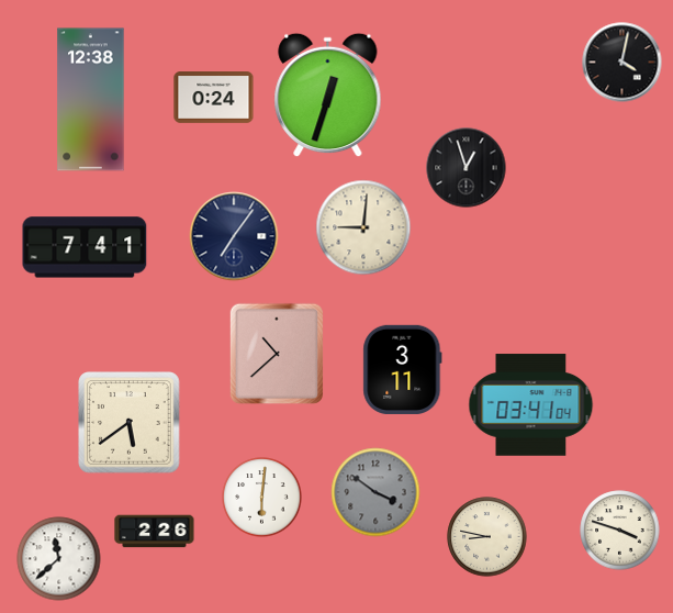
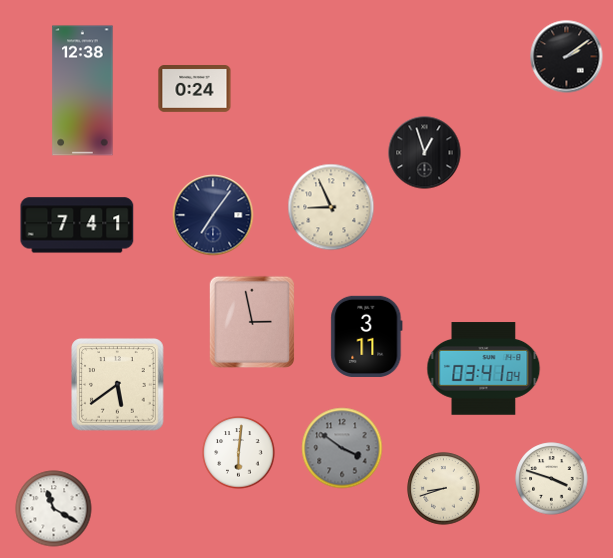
clock at (622, 63): 4:02 -> 2:09
clock at (328, 96): 12:33 -> none
clock at (363, 227): 9:01 -> 8:56
clock at (276, 354): 10:38 -> 2:58
clock at (620, 531) position: (620, 531) -> (552, 479)
clock at (155, 532): 2:26 -> none
clock at (487, 537): 8:47 -> 8:42
clock at (59, 559): 11:38 -> 11:20
